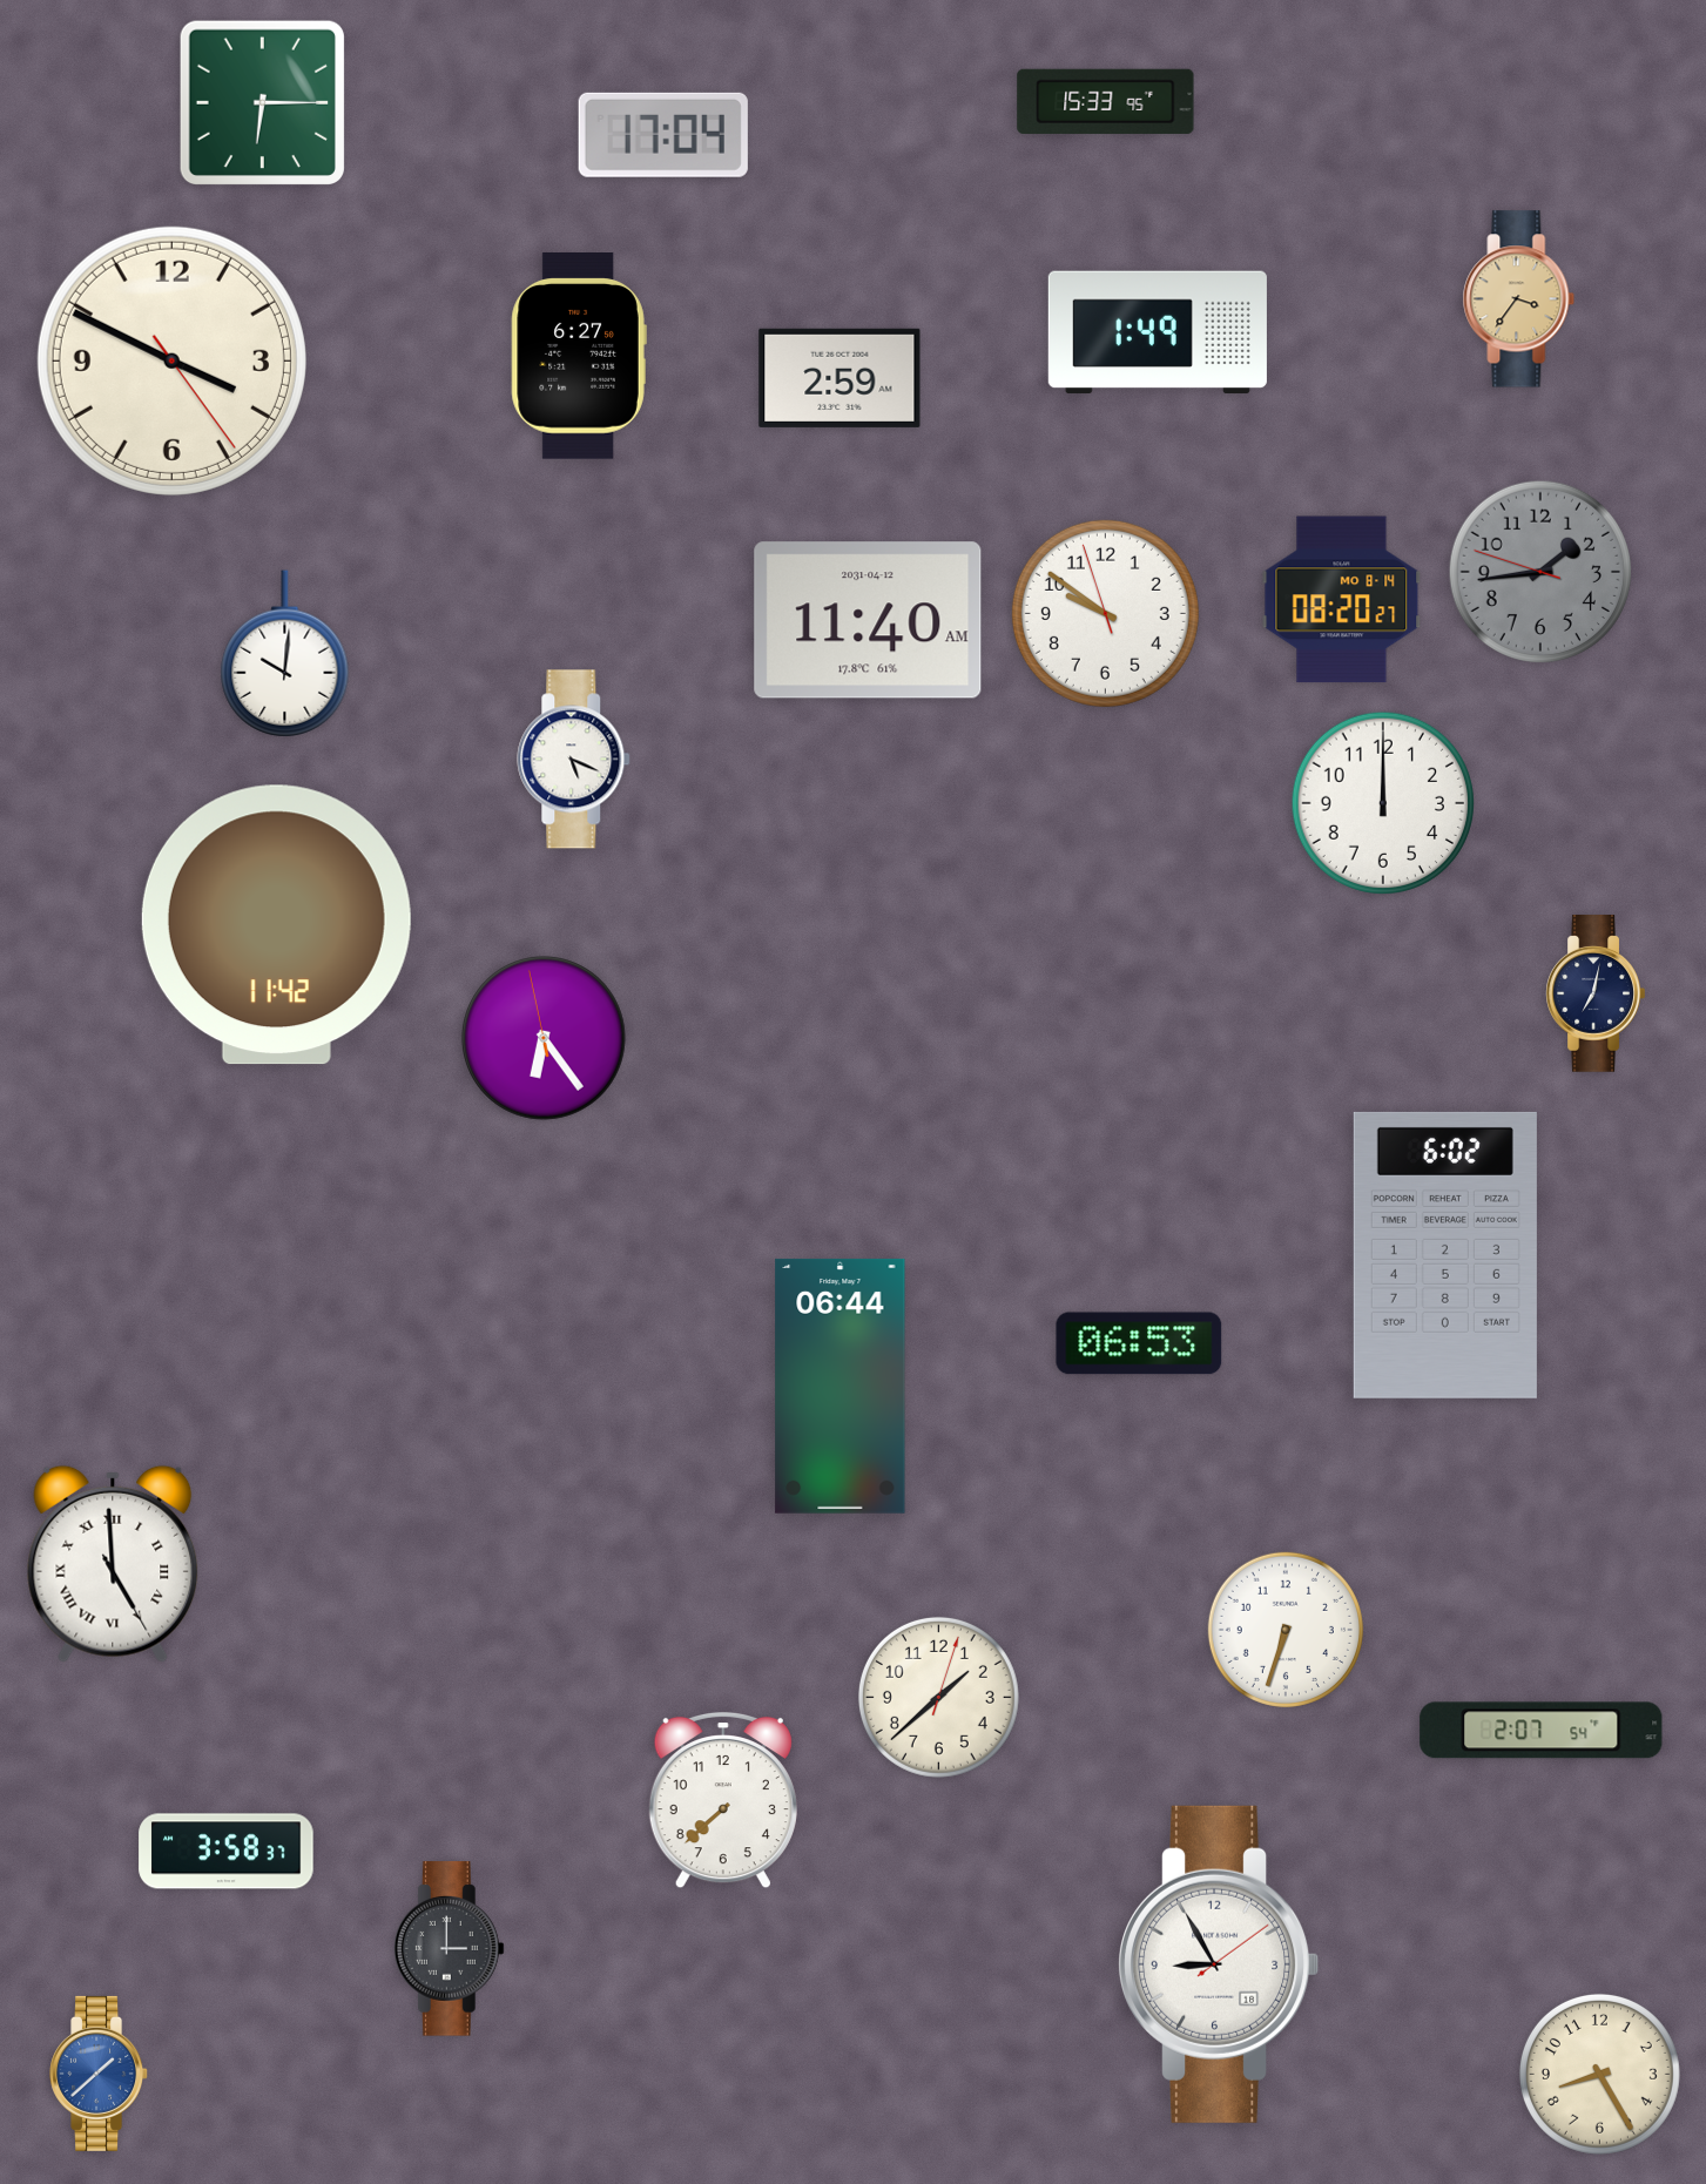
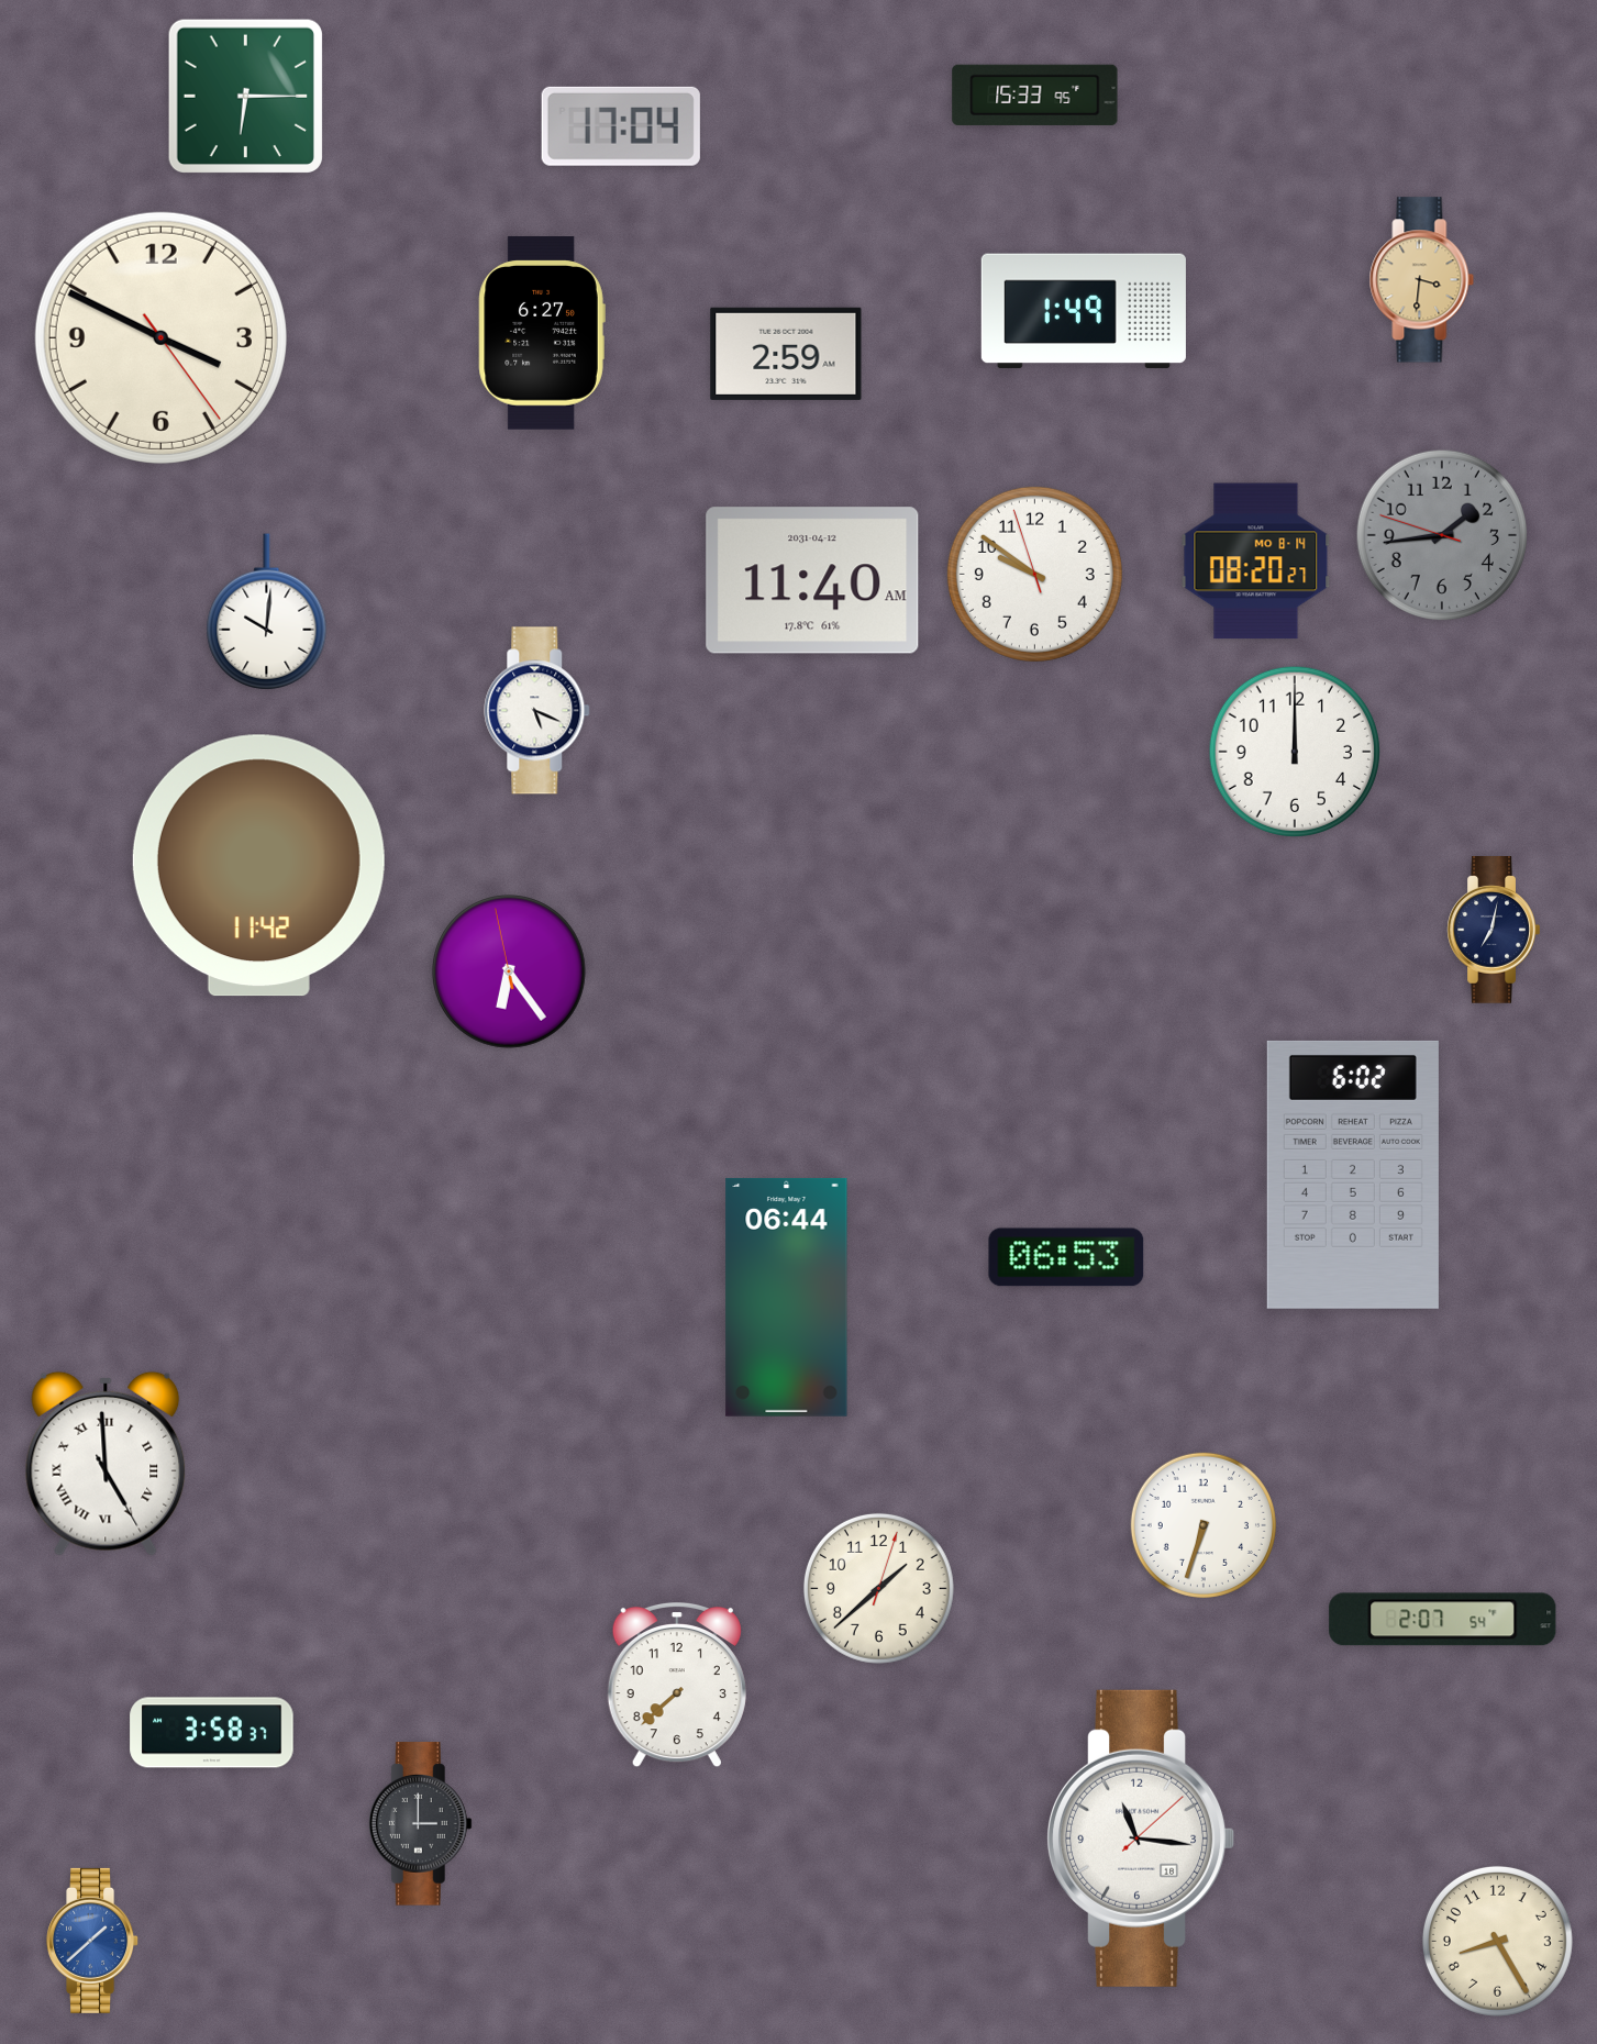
clock at (1519, 299): 3:36 -> 3:31
clock at (1219, 1964): 8:55 -> 11:16
